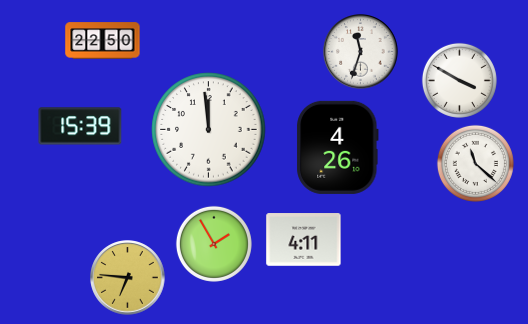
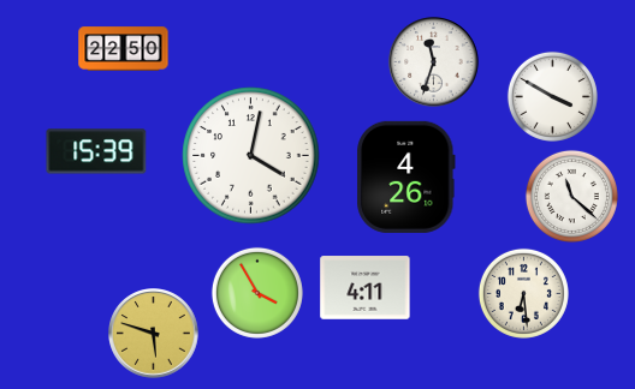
clock at (209, 130): 11:59 -> 4:02
clock at (214, 244): 1:55 -> 3:55
clock at (523, 293): none -> 6:29
clock at (128, 278): 6:46 -> 5:48
